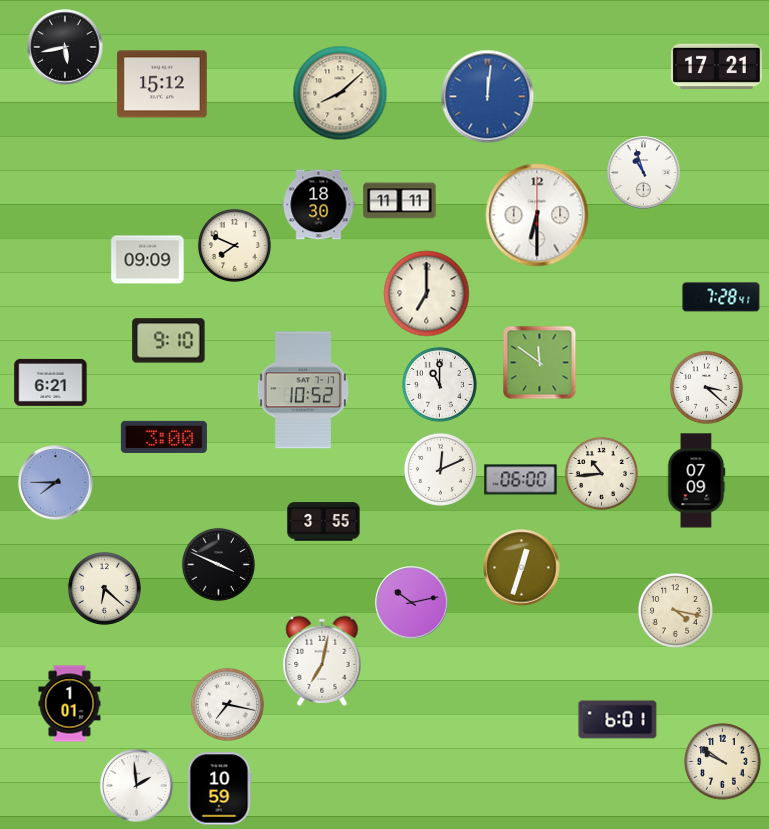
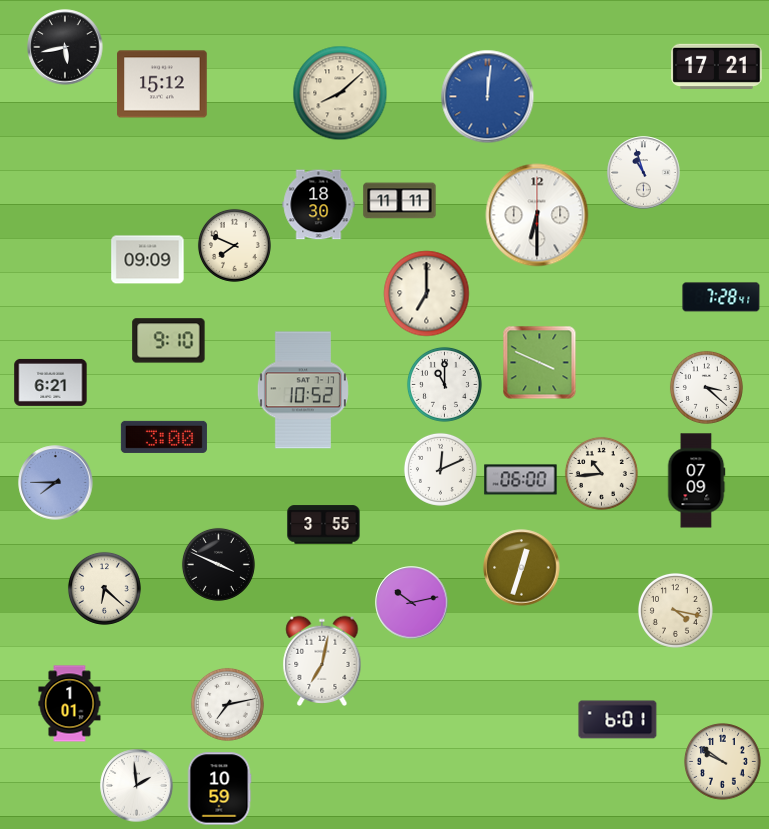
clock at (540, 363): 11:51 -> 3:49
clock at (439, 384) position: (439, 384) -> (444, 384)
clock at (324, 522) position: (324, 522) -> (324, 525)
clock at (227, 704): 7:17 -> 7:13
